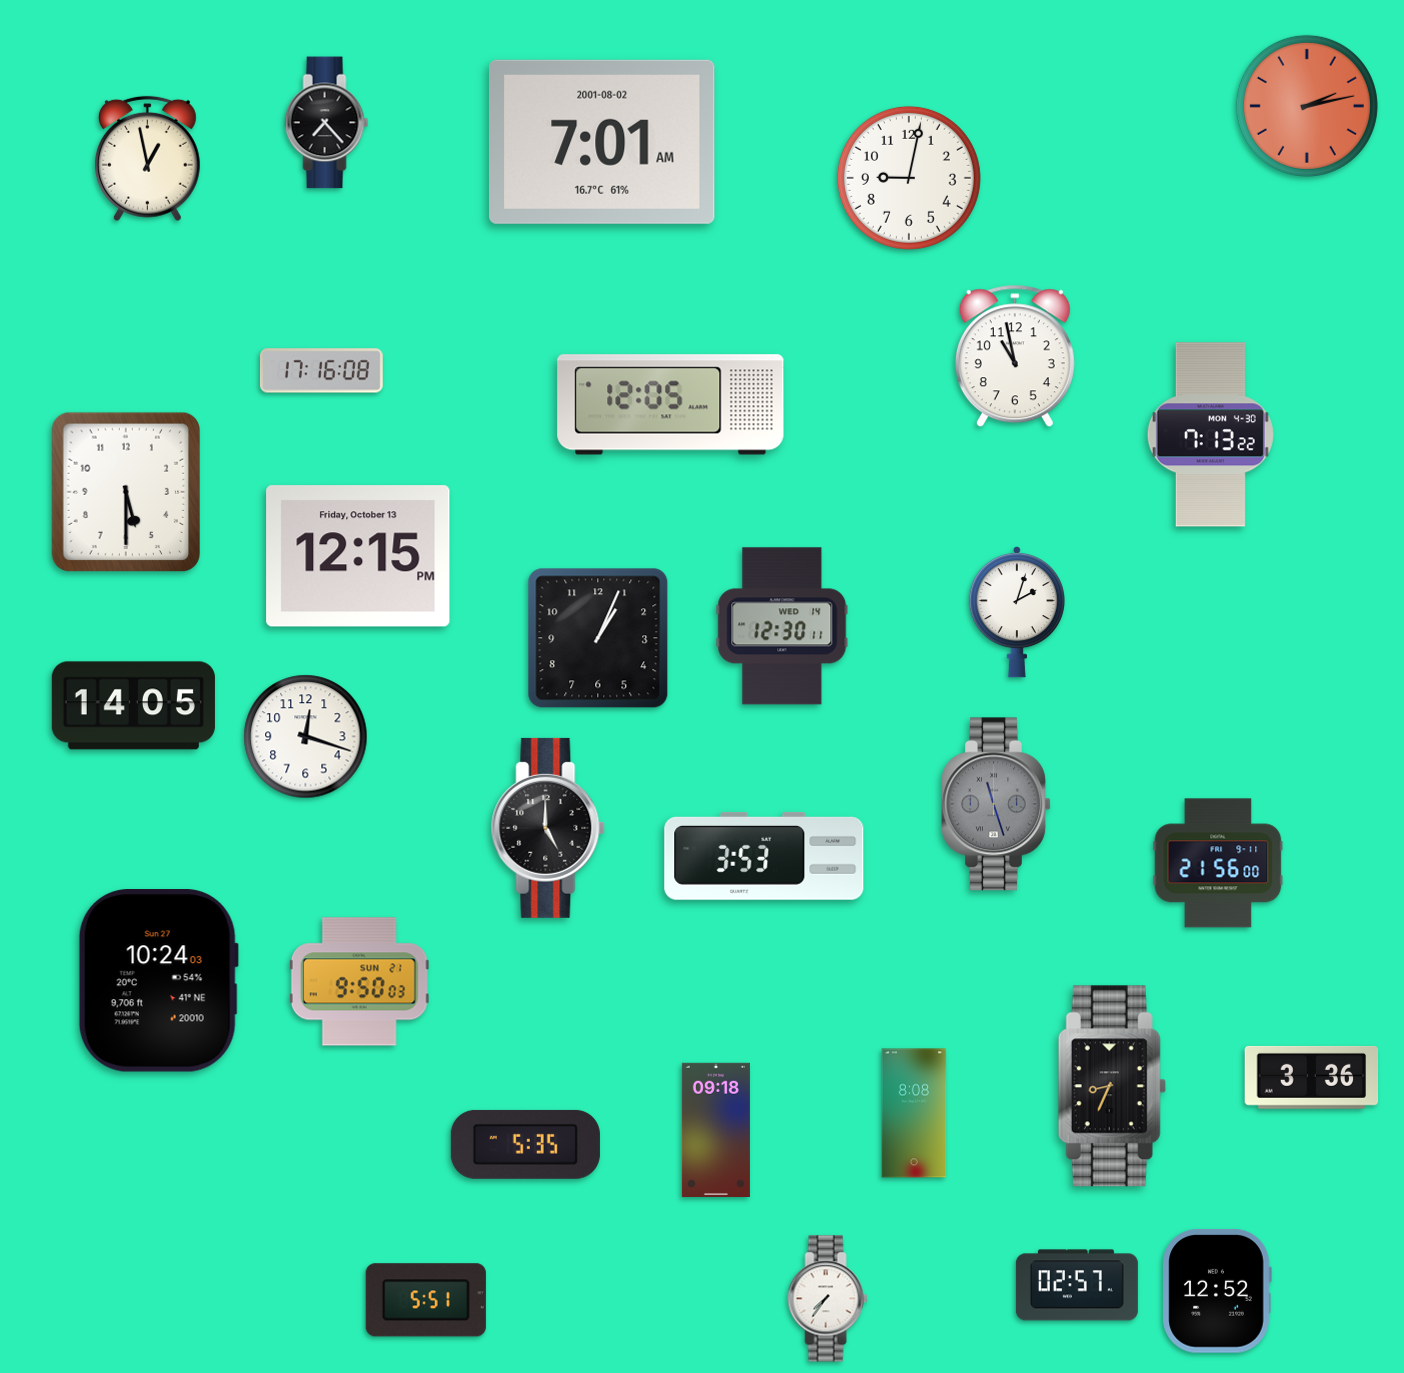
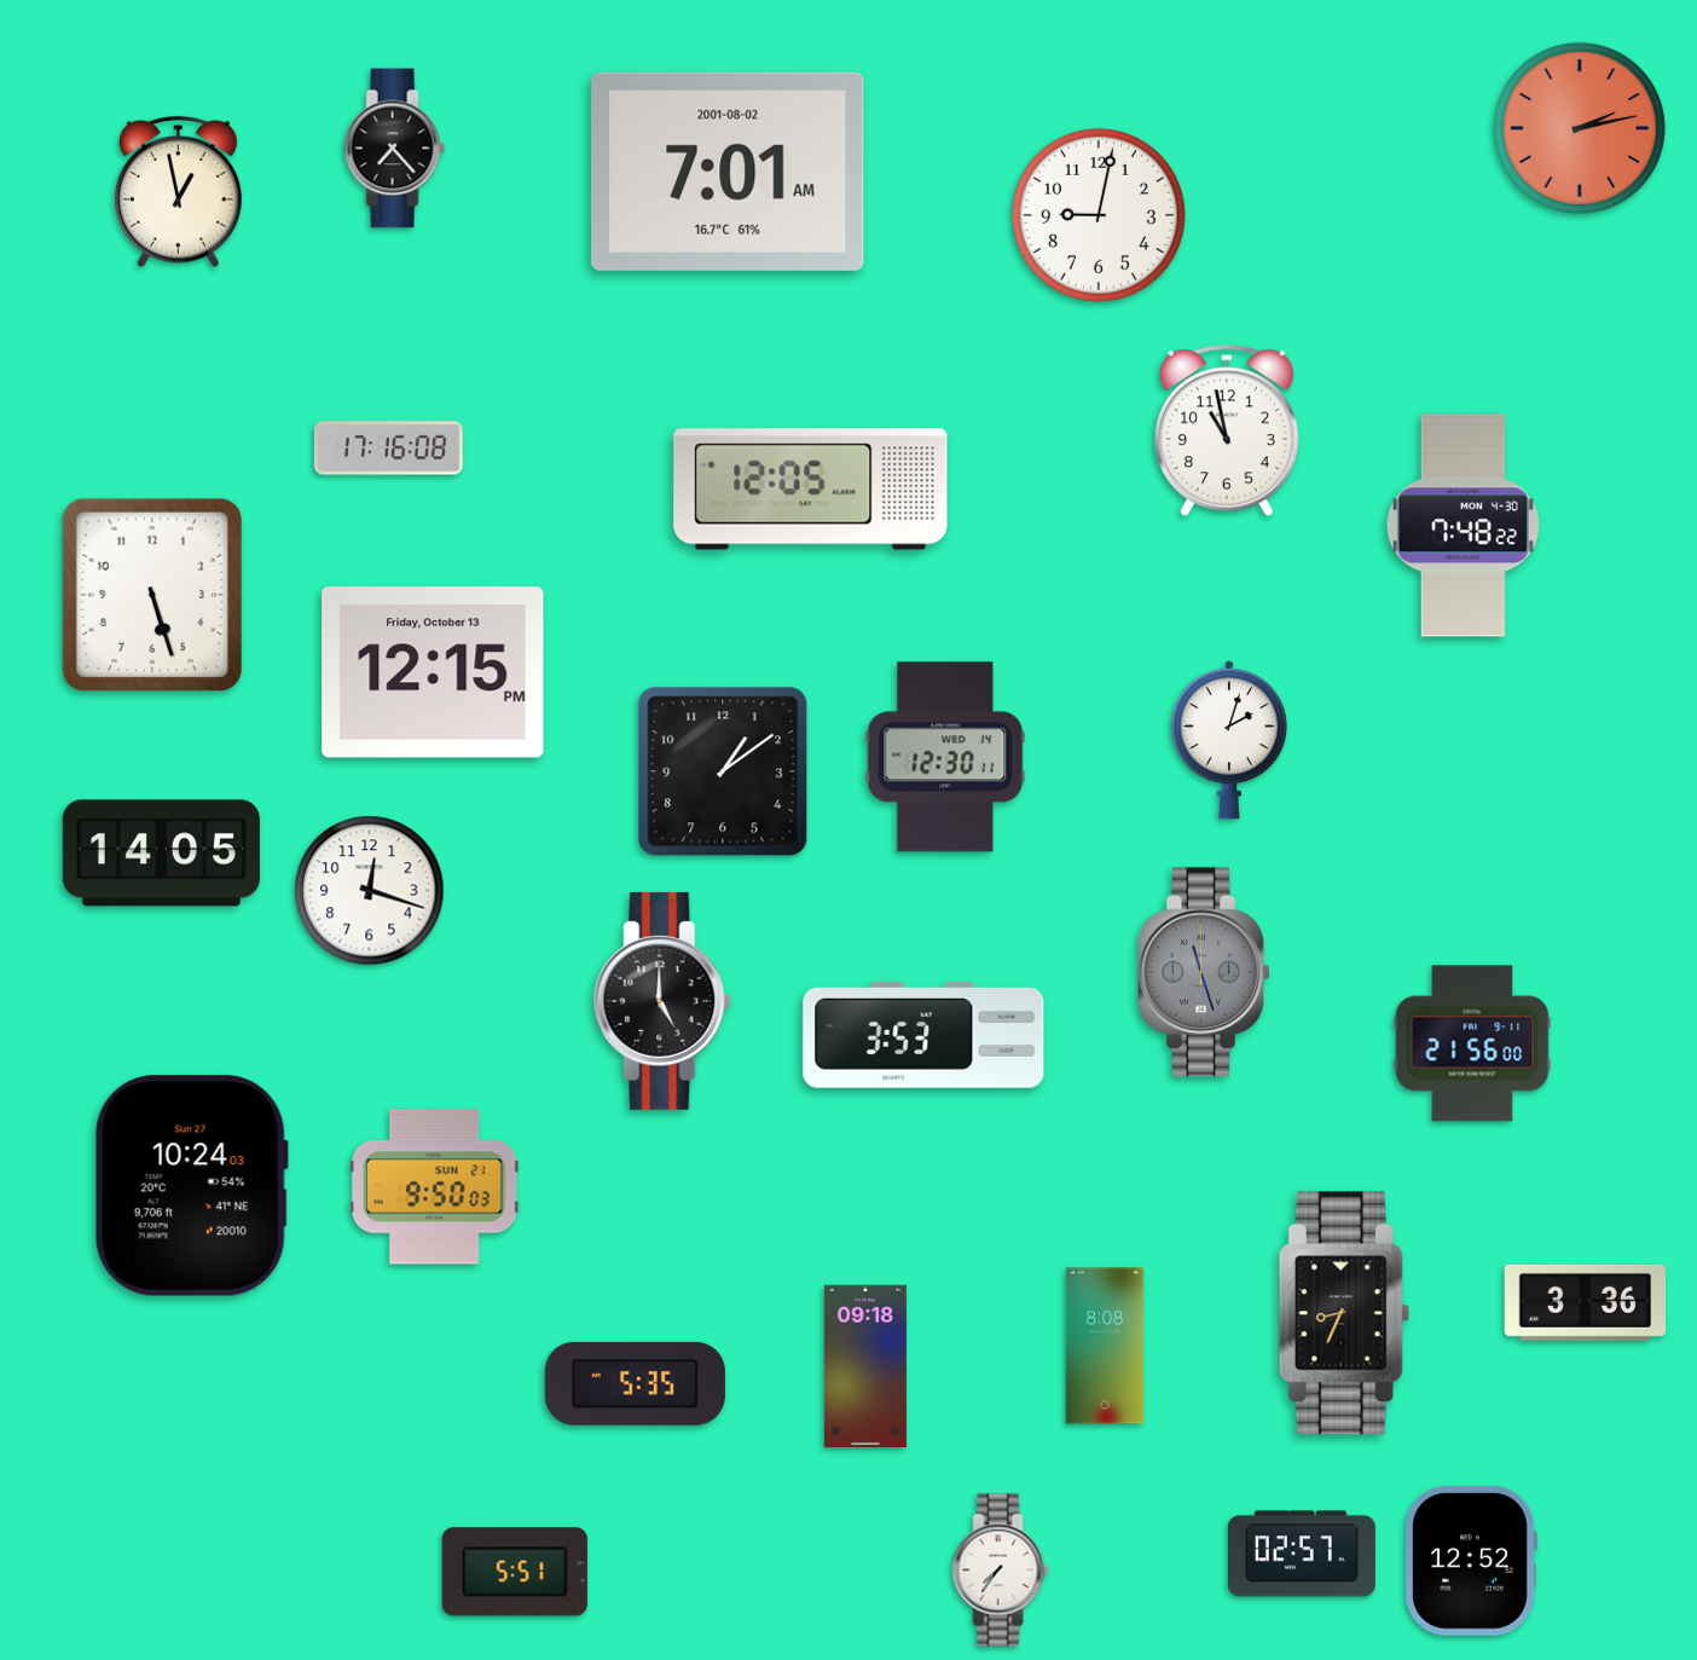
clock at (1210, 435): 7:13 -> 7:48
clock at (125, 492): 5:30 -> 5:27
clock at (598, 638): 1:04 -> 1:09
